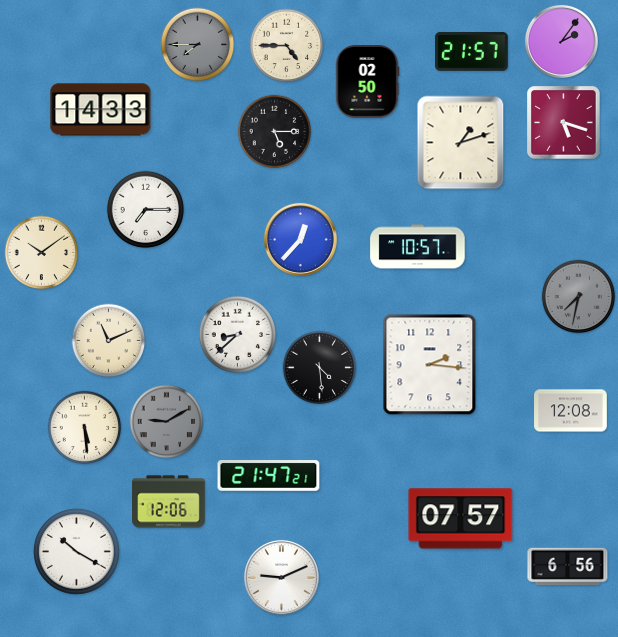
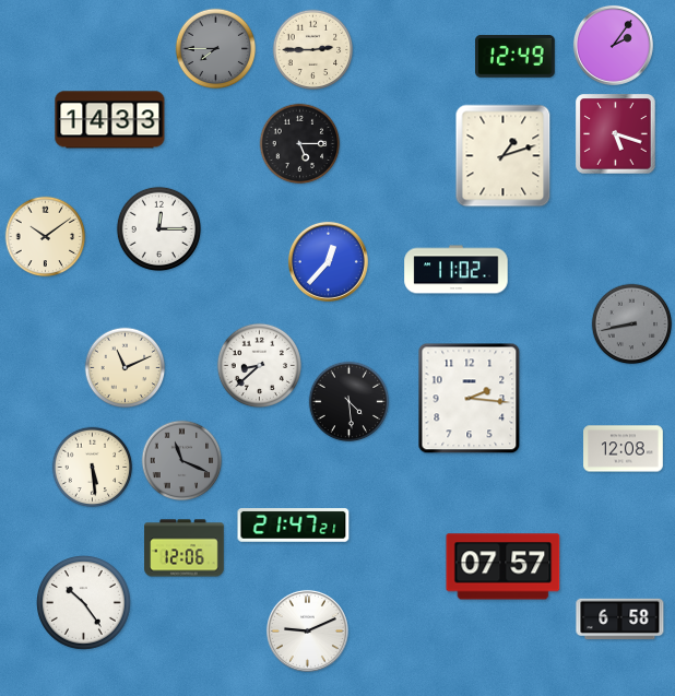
clock at (287, 46): 4:45 -> 2:45
clock at (472, 51): 21:57 -> 12:49
clock at (367, 82): 02:50 -> none
clock at (145, 209): 7:15 -> 12:15
clock at (418, 247): 10:57 -> 11:02
clock at (42, 253) position: (42, 253) -> (46, 237)
clock at (579, 297): 7:32 -> 8:43
clock at (109, 341) position: (109, 341) -> (126, 368)
clock at (167, 422): 9:10 -> 11:19
clock at (269, 476) position: (269, 476) -> (294, 526)
clock at (77, 552): 10:20 -> 10:24
clock at (568, 567): 6:56 -> 6:58
